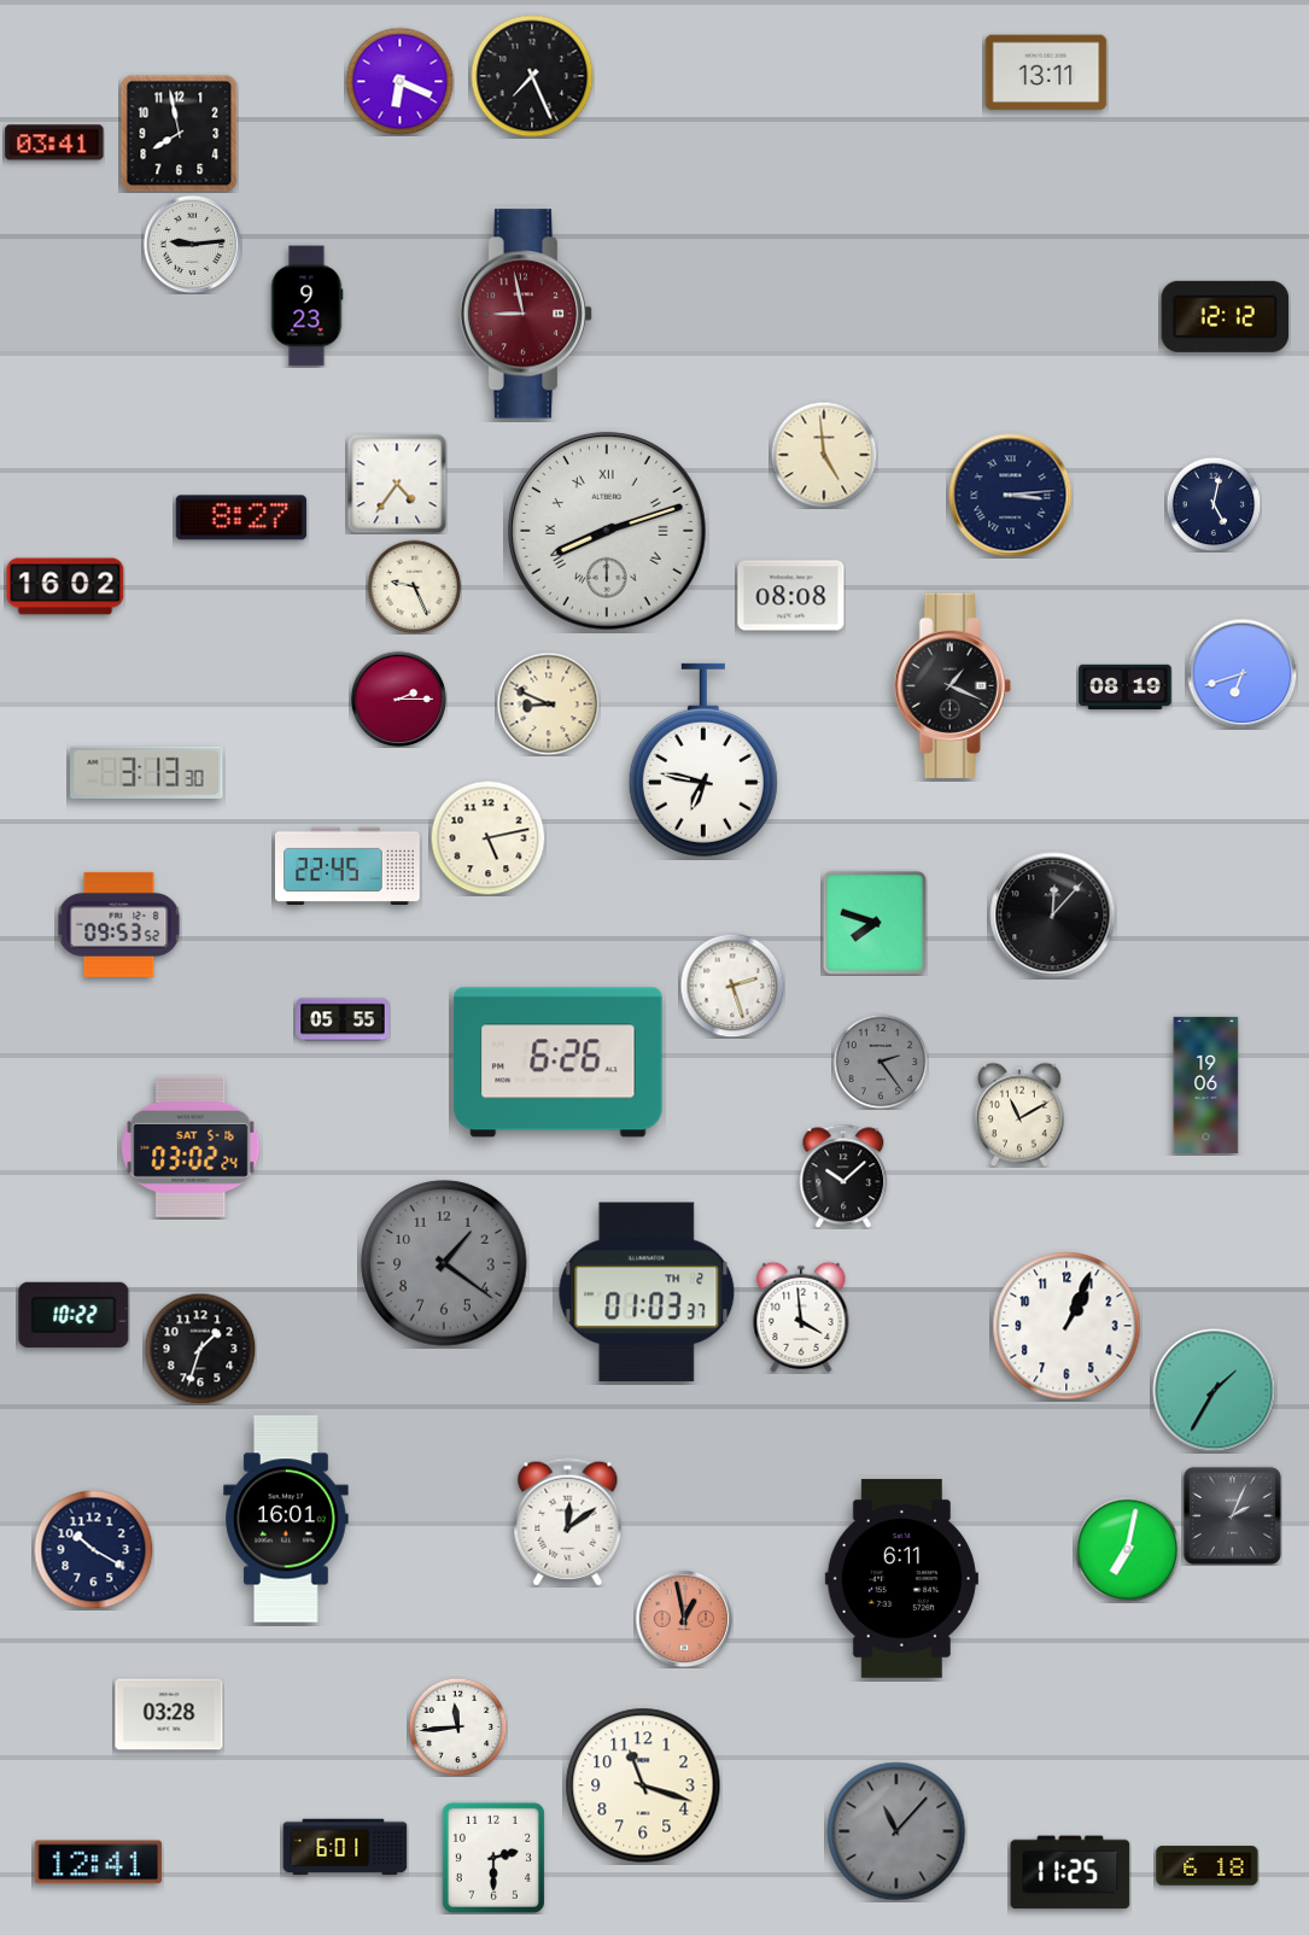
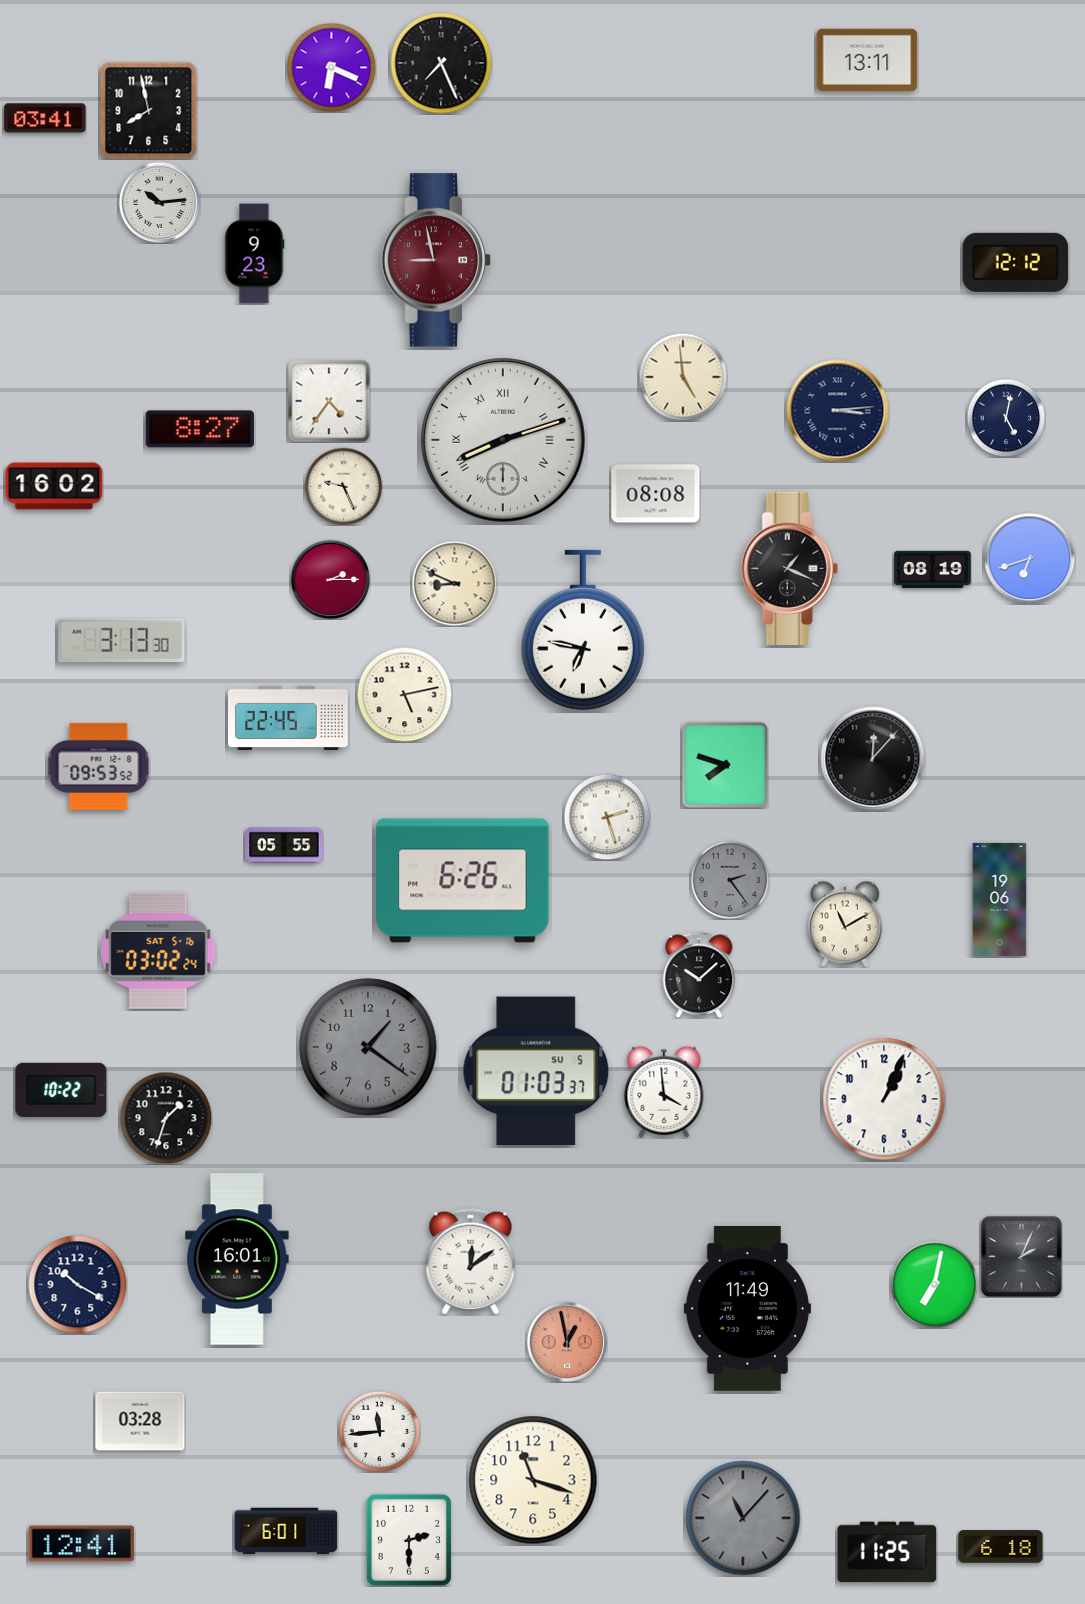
clock at (192, 244): 9:14 -> 10:14
clock at (647, 1292) date: TH 2 -> SU 5
clock at (1215, 1391): 1:35 -> none
clock at (901, 1578): 6:11 -> 11:49
